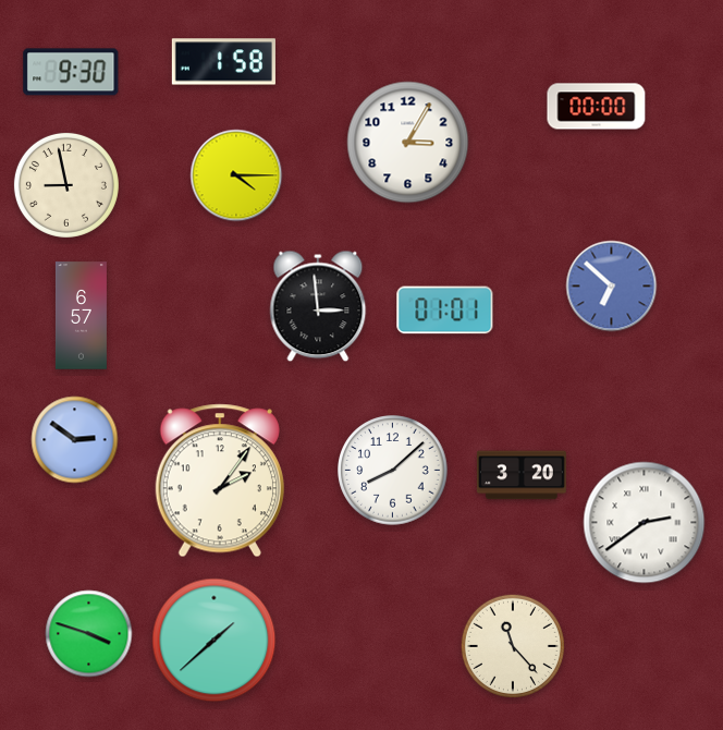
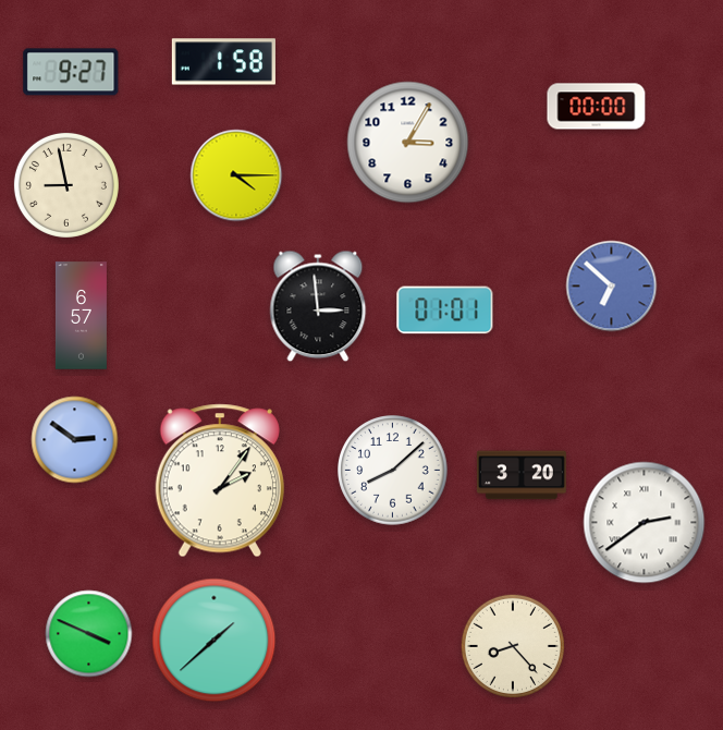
clock at (71, 72): 9:30 -> 9:27
clock at (89, 634): 3:48 -> 3:49
clock at (513, 646): 11:23 -> 8:23
